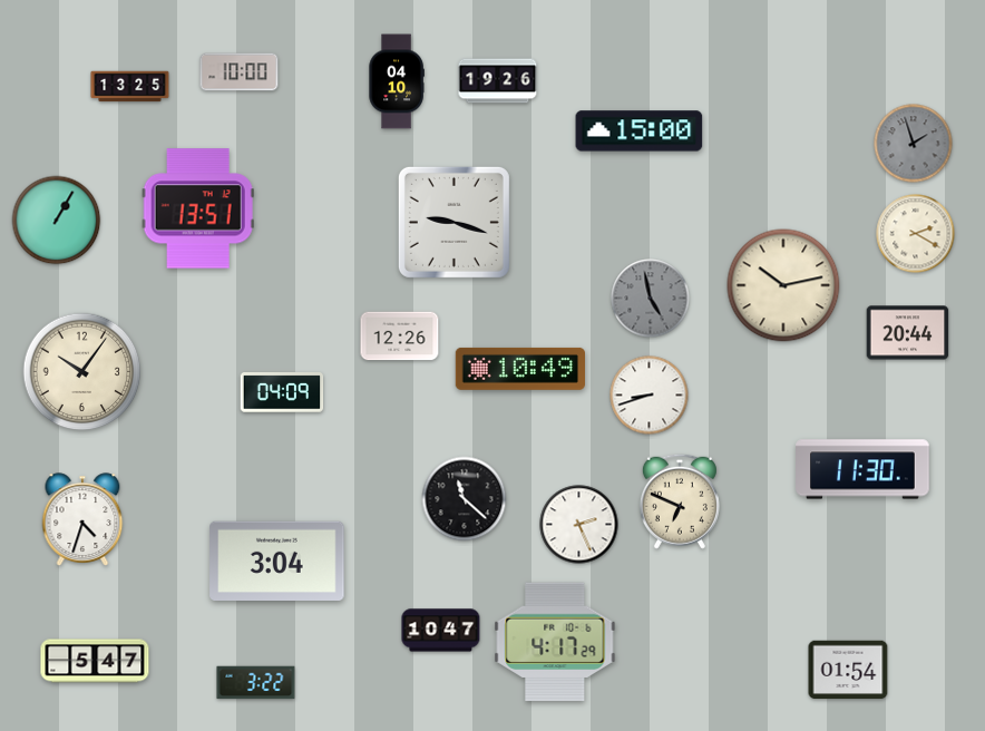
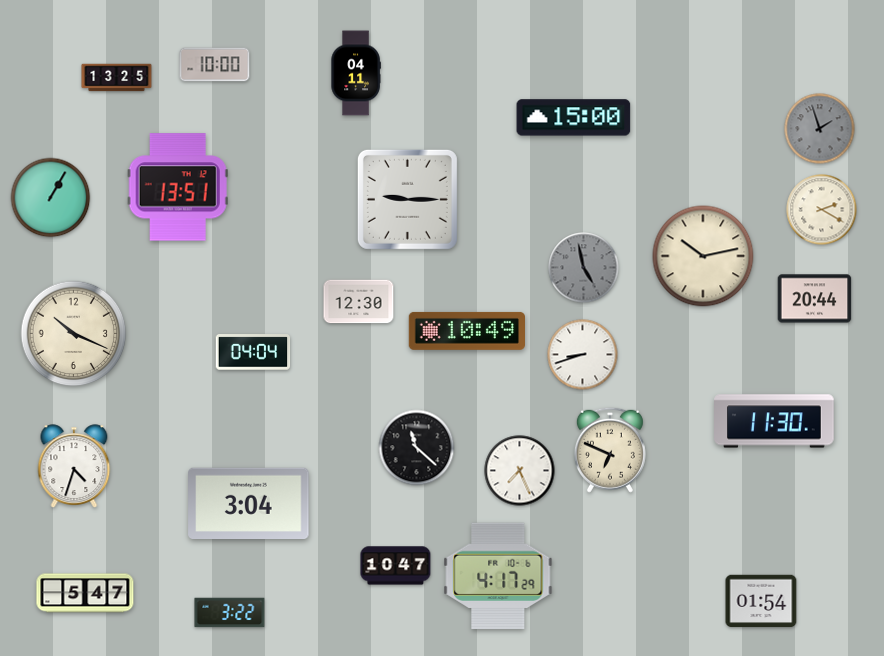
clock at (397, 81): 04:10 -> 04:11
clock at (498, 81): 19:26 -> none
clock at (454, 222): 9:18 -> 9:15
clock at (400, 337): 12:26 -> 12:30
clock at (82, 372): 10:06 -> 10:19
clock at (282, 392): 04:09 -> 04:04
clock at (579, 525): 2:26 -> 7:26
